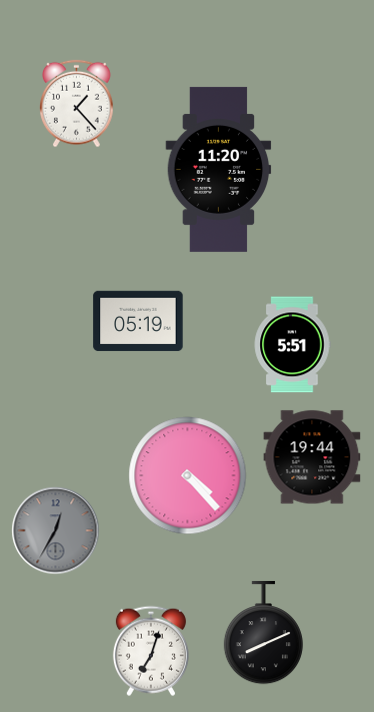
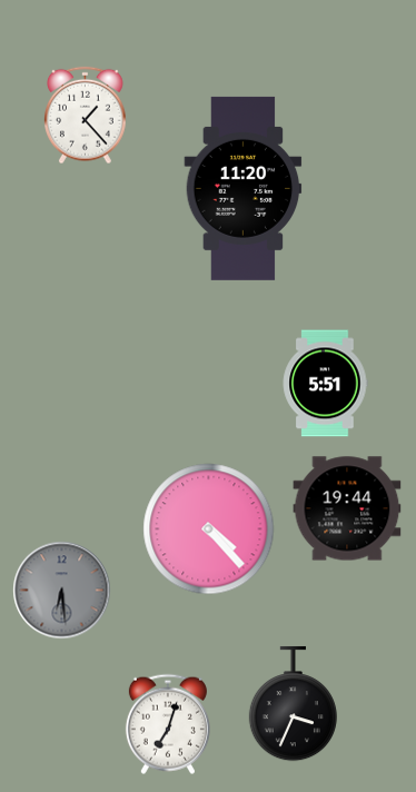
clock at (138, 321): 05:19 -> none
clock at (56, 531): 12:35 -> 6:29
clock at (263, 633): 8:11 -> 3:34
